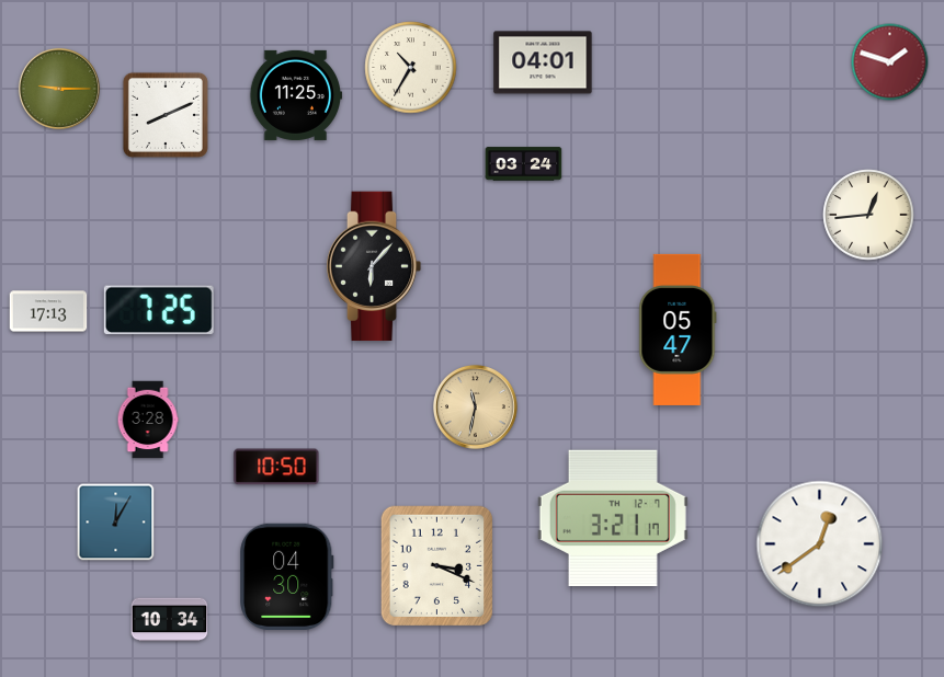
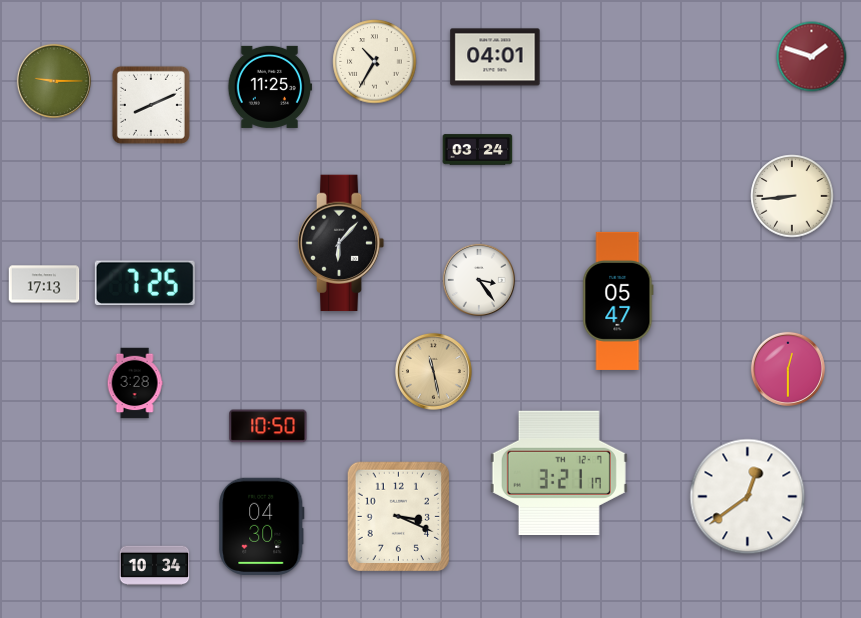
clock at (868, 215): 12:44 -> 8:44
clock at (478, 279): none -> 3:24
clock at (788, 369): none -> 12:30
clock at (475, 406): 11:32 -> 11:28
clock at (276, 467) position: (276, 467) -> (268, 426)
clock at (116, 523): 12:05 -> none
